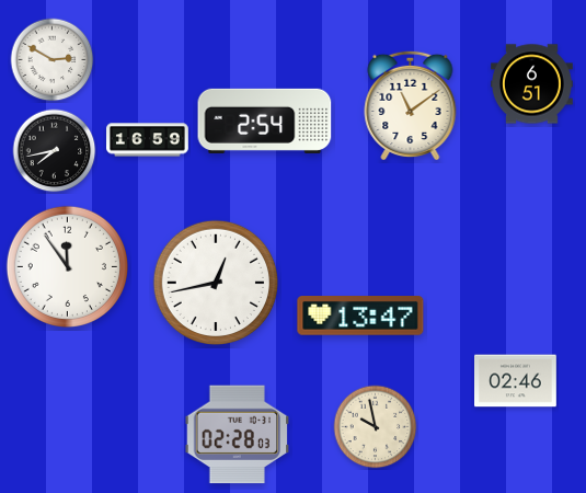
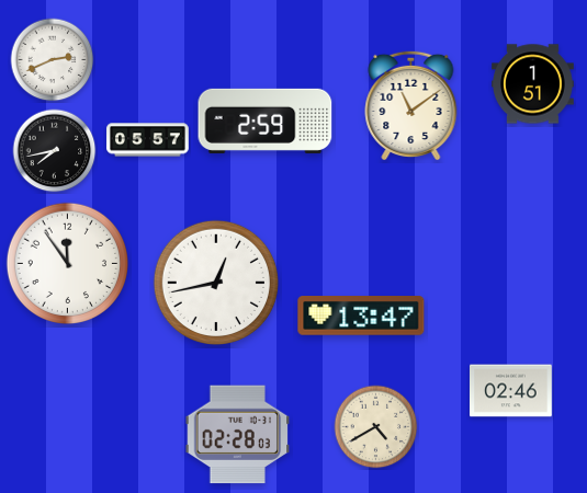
clock at (53, 60): 2:50 -> 2:41
clock at (532, 84): 6:51 -> 1:51
clock at (265, 121): 2:54 -> 2:59
clock at (148, 140): 16:59 -> 05:57
clock at (67, 266) position: (67, 266) -> (67, 263)
clock at (516, 381) position: (516, 381) -> (511, 391)
clock at (376, 427): 9:58 -> 4:40
